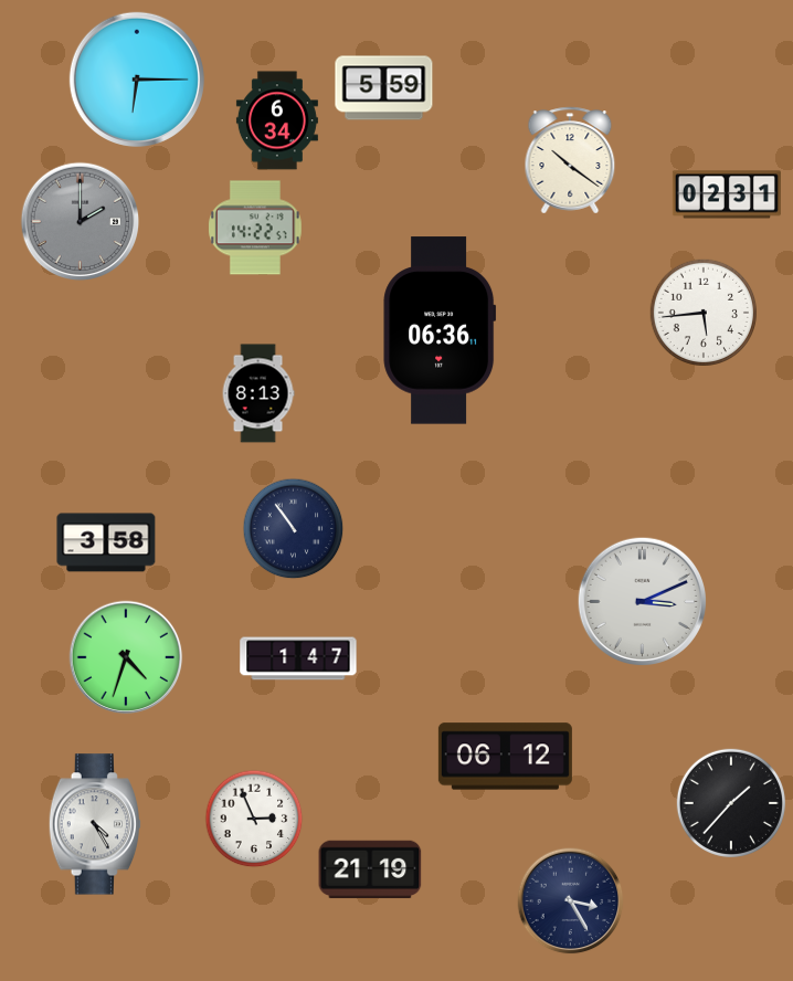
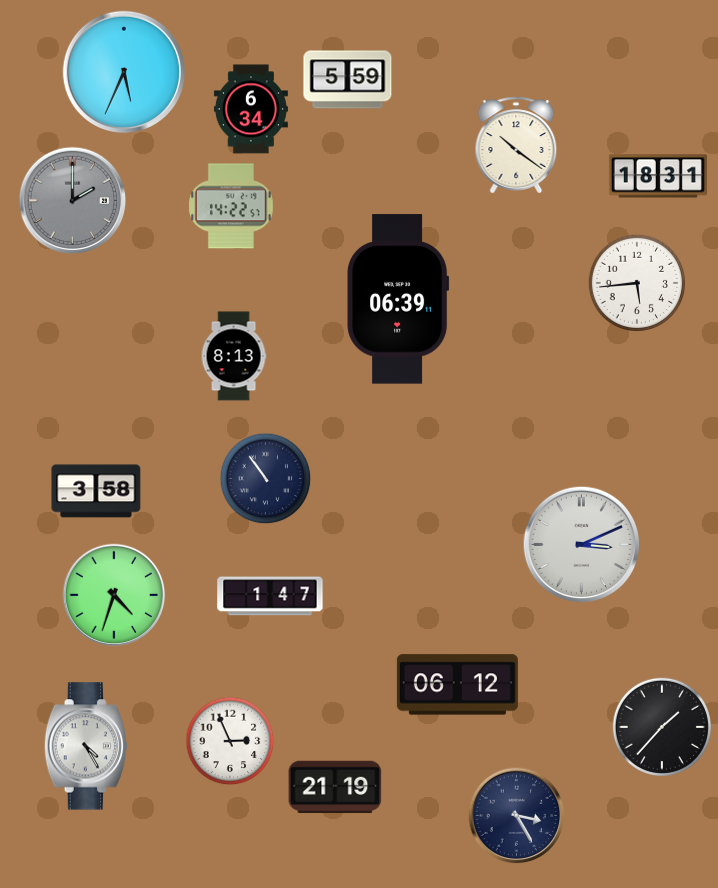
clock at (137, 80): 6:15 -> 5:34
clock at (727, 194): 02:31 -> 18:31
clock at (440, 330): 06:36 -> 06:39
